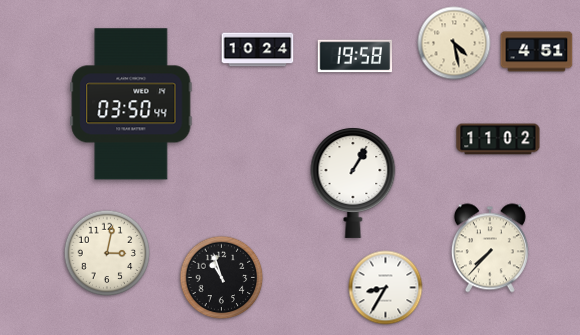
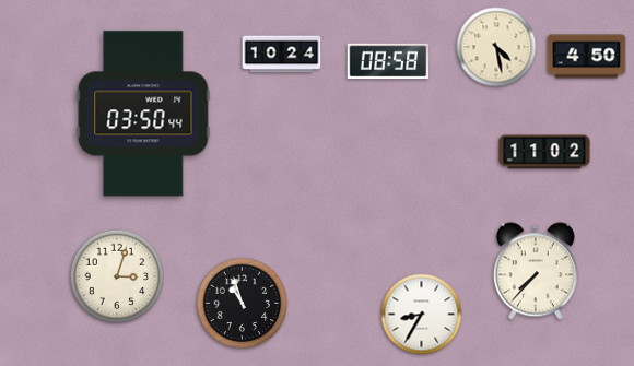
clock at (537, 52): 4:51 -> 4:50
clock at (355, 56): 19:58 -> 08:58
clock at (353, 183): 1:05 -> none
clock at (107, 253): 3:02 -> 3:03
